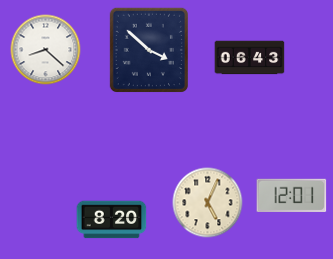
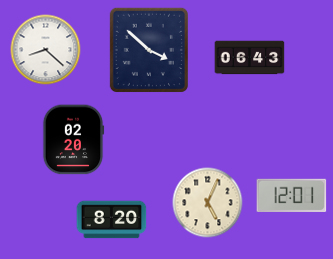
clock at (73, 140): none -> 02:20
